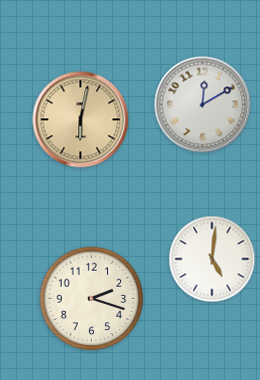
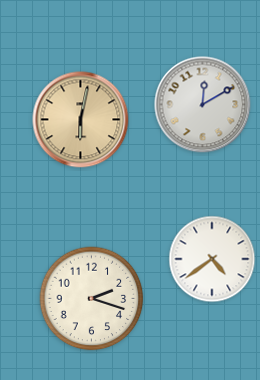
clock at (212, 259): 5:01 -> 4:39
